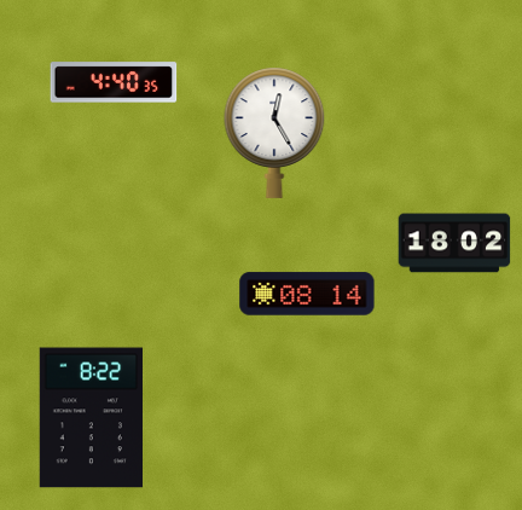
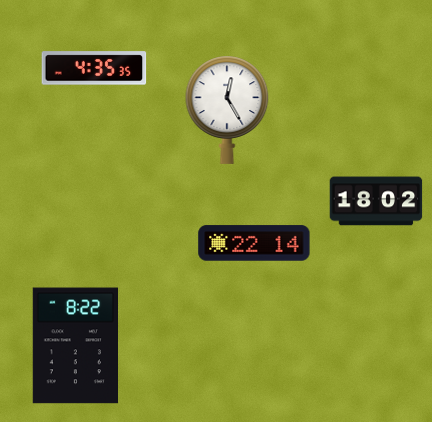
clock at (114, 82): 4:40 -> 4:35
clock at (307, 294): 08:14 -> 22:14
